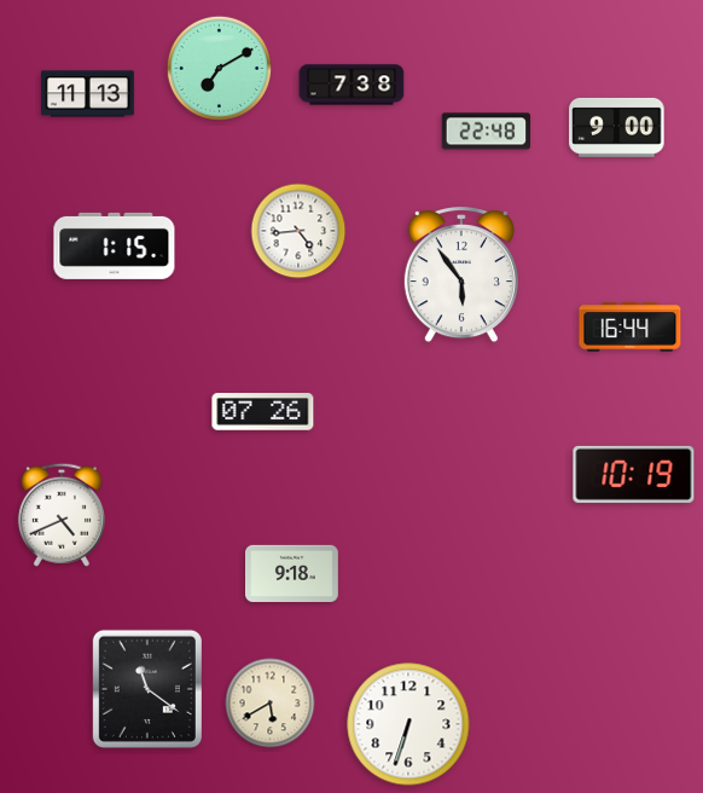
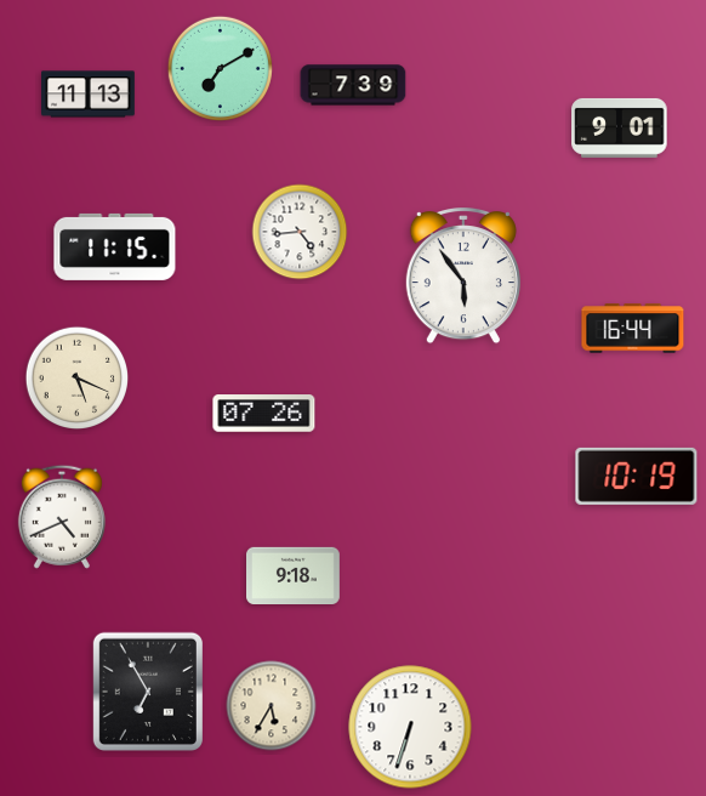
clock at (351, 85): 7:38 -> 7:39
clock at (617, 127): 9:00 -> 9:01
clock at (487, 132): 22:48 -> none
clock at (115, 245): 1:15 -> 11:15
clock at (78, 379): none -> 5:19
clock at (147, 689): 11:21 -> 6:55
clock at (271, 704): 5:40 -> 5:35
